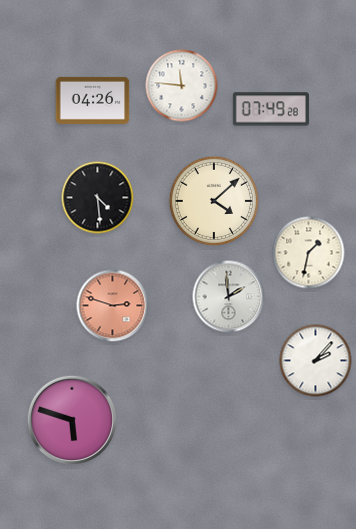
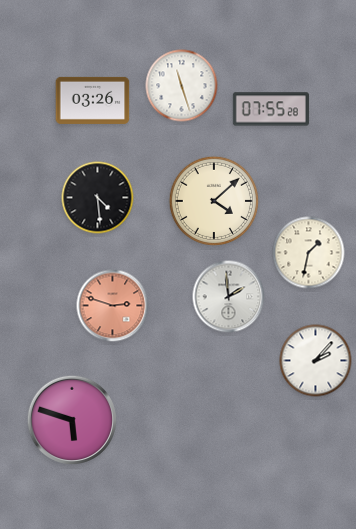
clock at (182, 86): 11:46 -> 11:27
clock at (93, 100): 04:26 -> 03:26
clock at (271, 109): 07:49 -> 07:55
